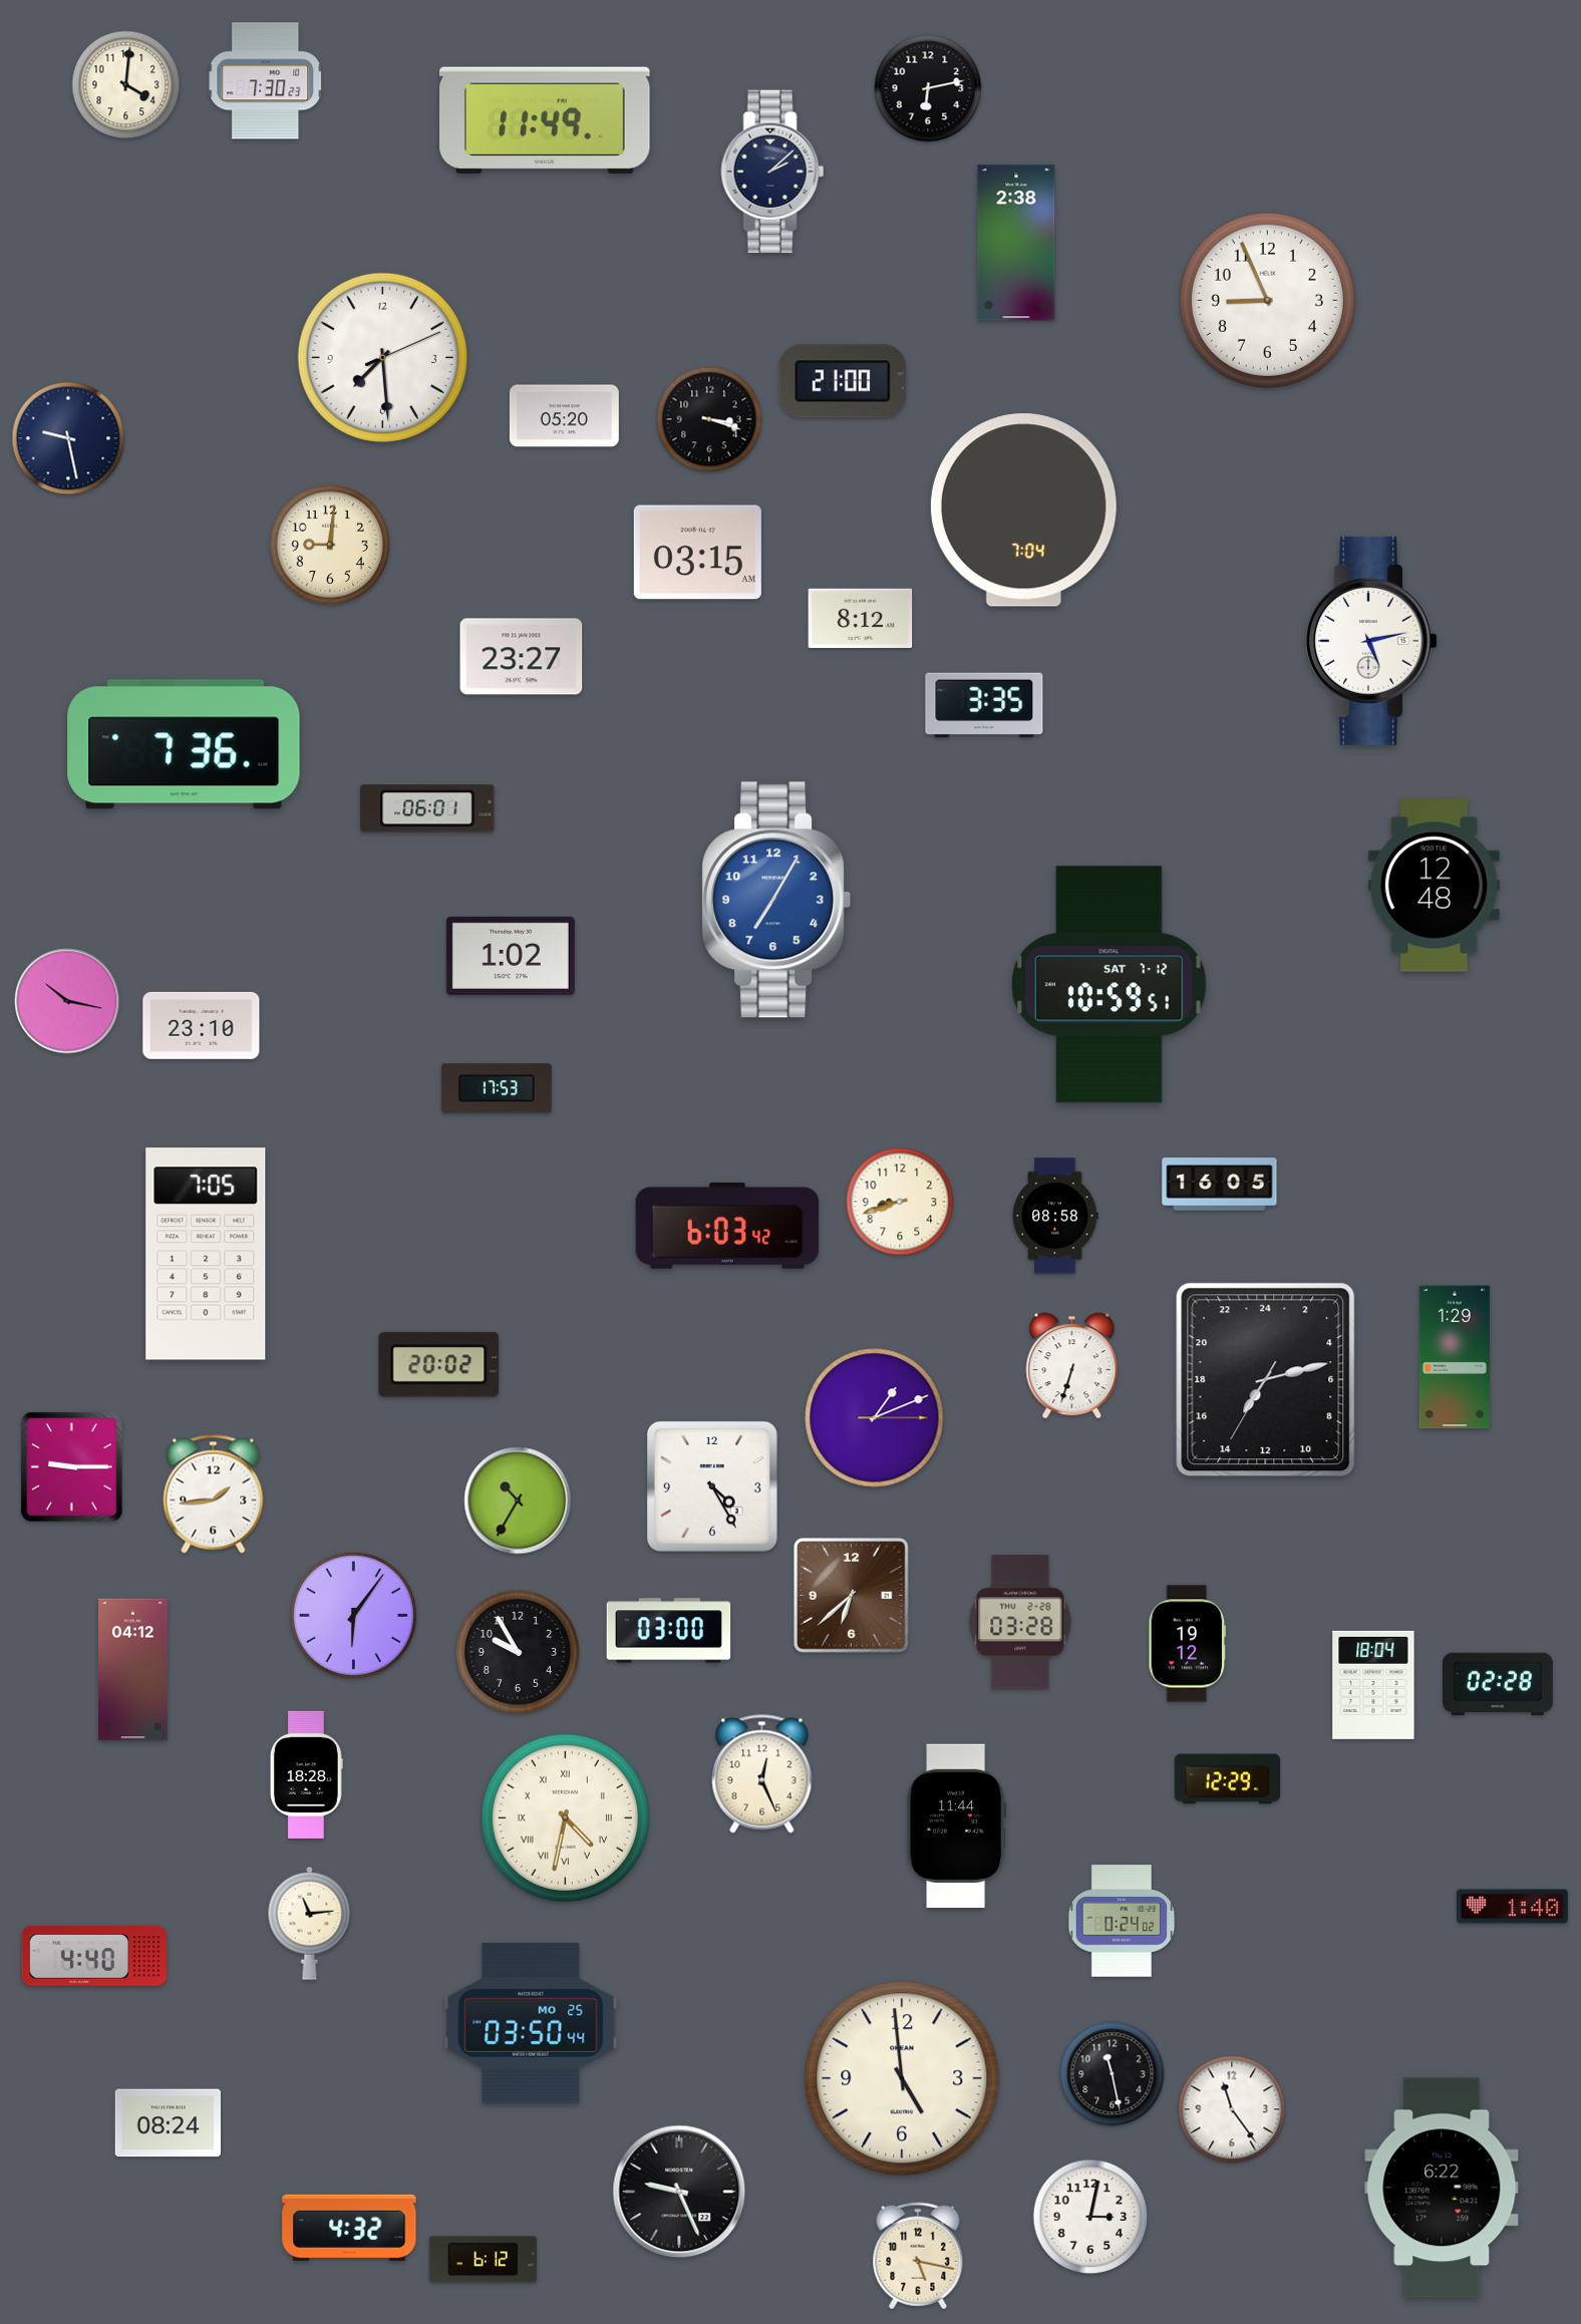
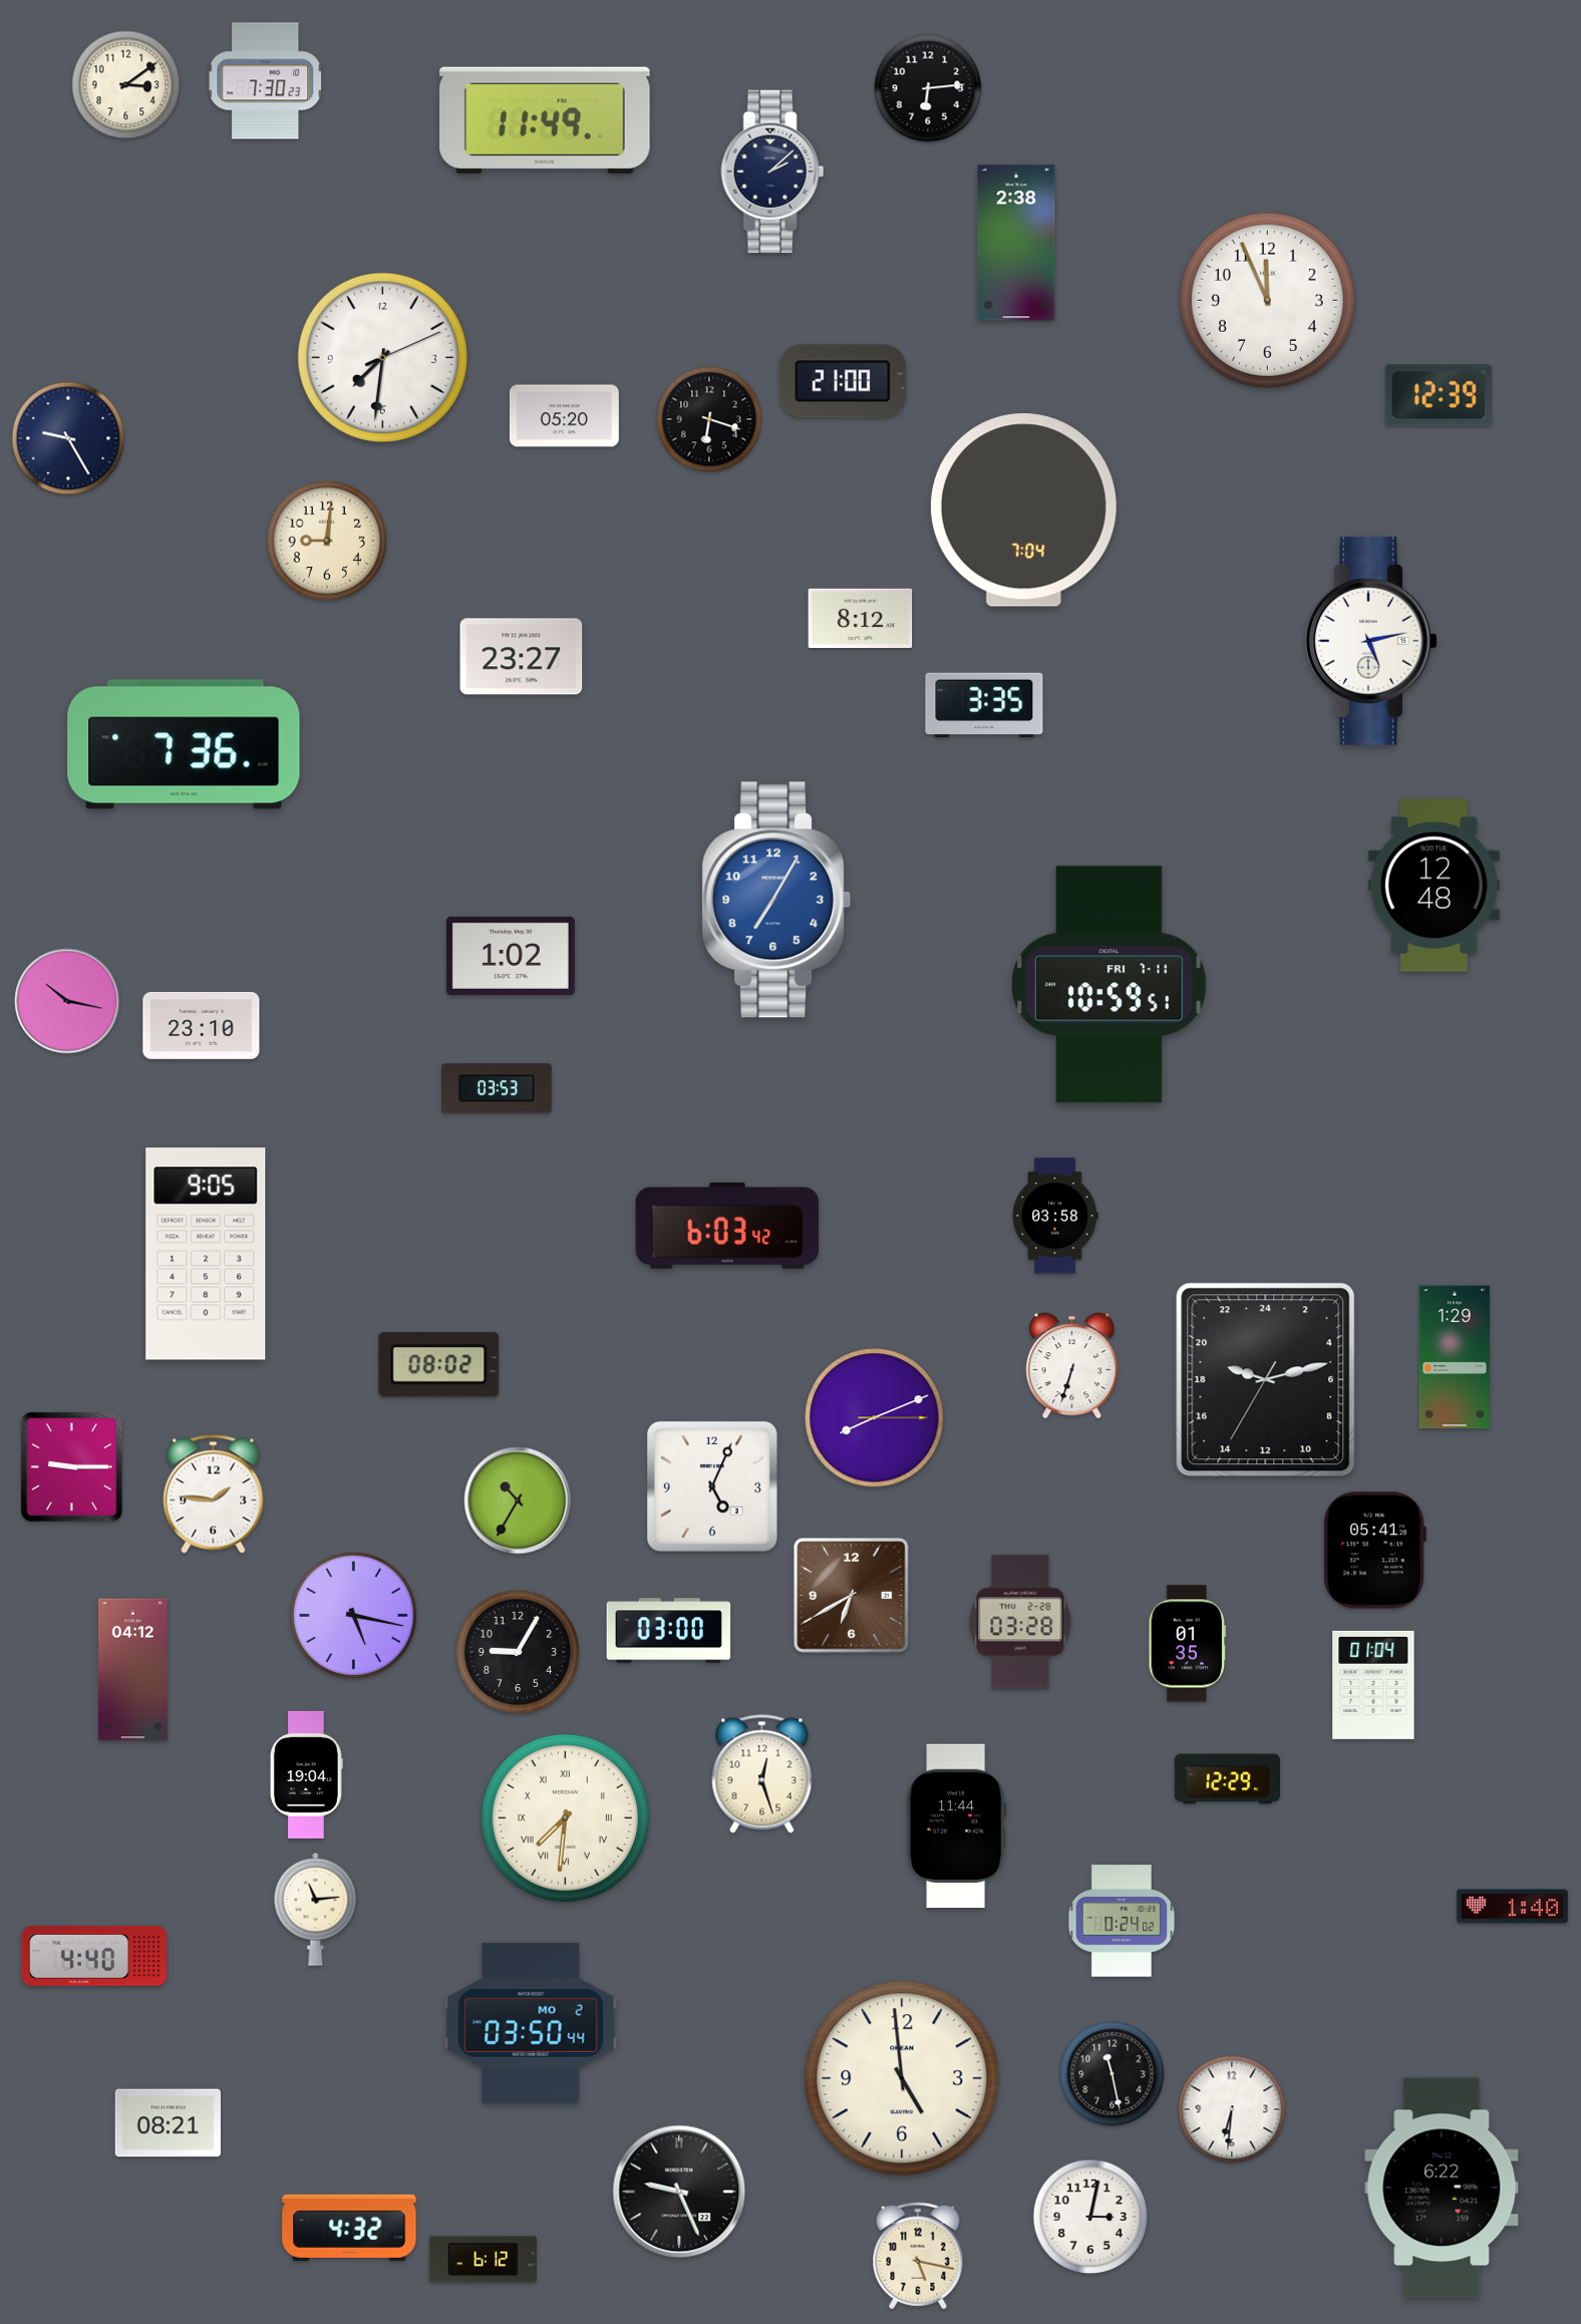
clock at (126, 85): 4:01 -> 3:09
clock at (928, 88): 6:13 -> 6:14
clock at (1267, 300): 8:56 -> 11:56
clock at (382, 357): 7:29 -> 7:31
clock at (1439, 395): none -> 12:39
clock at (709, 419): 3:18 -> 6:18
clock at (68, 438): 9:28 -> 9:25
clock at (329, 544) position: (329, 544) -> (326, 540)
clock at (697, 553): 03:15 -> none
clock at (427, 808): 06:01 -> none
clock at (1110, 985) date: SAT 7-12 -> FRI 7-11
clock at (497, 1088): 17:53 -> 03:53
clock at (1220, 1185): 16:05 -> none
clock at (900, 1202): 8:42 -> none
clock at (1055, 1216): 08:58 -> 03:58
clock at (206, 1254): 7:05 -> 9:05
clock at (439, 1365): 20:02 -> 08:02
clock at (1266, 1380): 14:12 -> 19:12
clock at (875, 1418): 1:11 -> 8:11
clock at (712, 1486): 4:25 -> 5:04
clock at (214, 1495): 1:44 -> 1:46
clock at (1374, 1551): none -> 05:41
clock at (852, 1596): 6:38 -> 6:40
clock at (353, 1615): 6:06 -> 5:17
clock at (1188, 1644): 19:12 -> 01:35
clock at (518, 1652): 9:55 -> 9:05
clock at (1499, 1684): 02:28 -> none
clock at (1373, 1685): 18:04 -> 01:04
clock at (306, 1774): 18:28 -> 19:04
clock at (762, 1774): 12:26 -> 12:27
clock at (565, 1817): 4:32 -> 7:31
clock at (310, 1923) position: (310, 1923) -> (316, 1909)
clock at (531, 2023) date: MO 25 -> MO 2
clock at (1232, 2109): 11:24 -> 6:31
clock at (168, 2123): 08:24 -> 08:21
